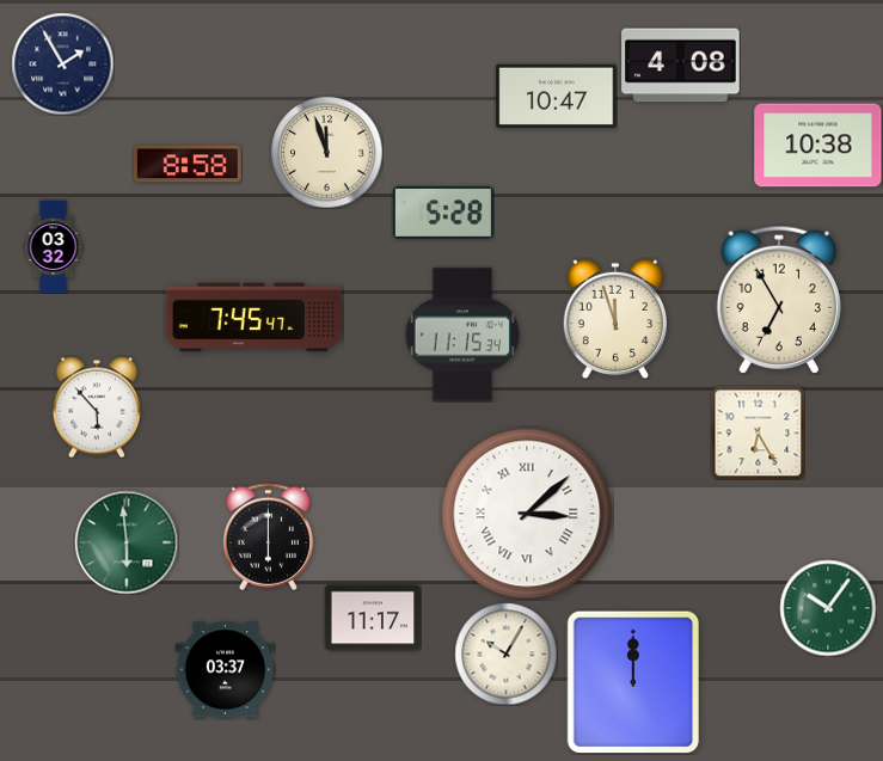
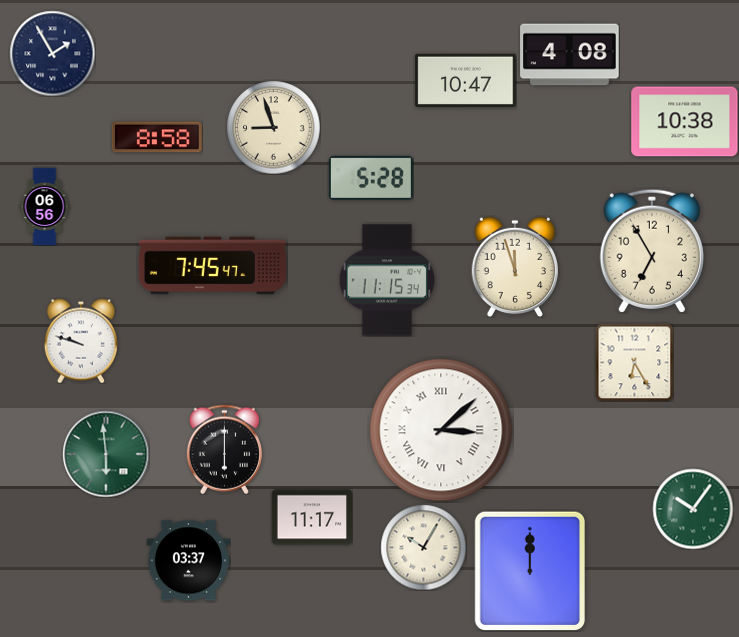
clock at (326, 152): 11:57 -> 8:57
clock at (54, 246): 03:32 -> 06:56
clock at (97, 407): 5:53 -> 9:48
